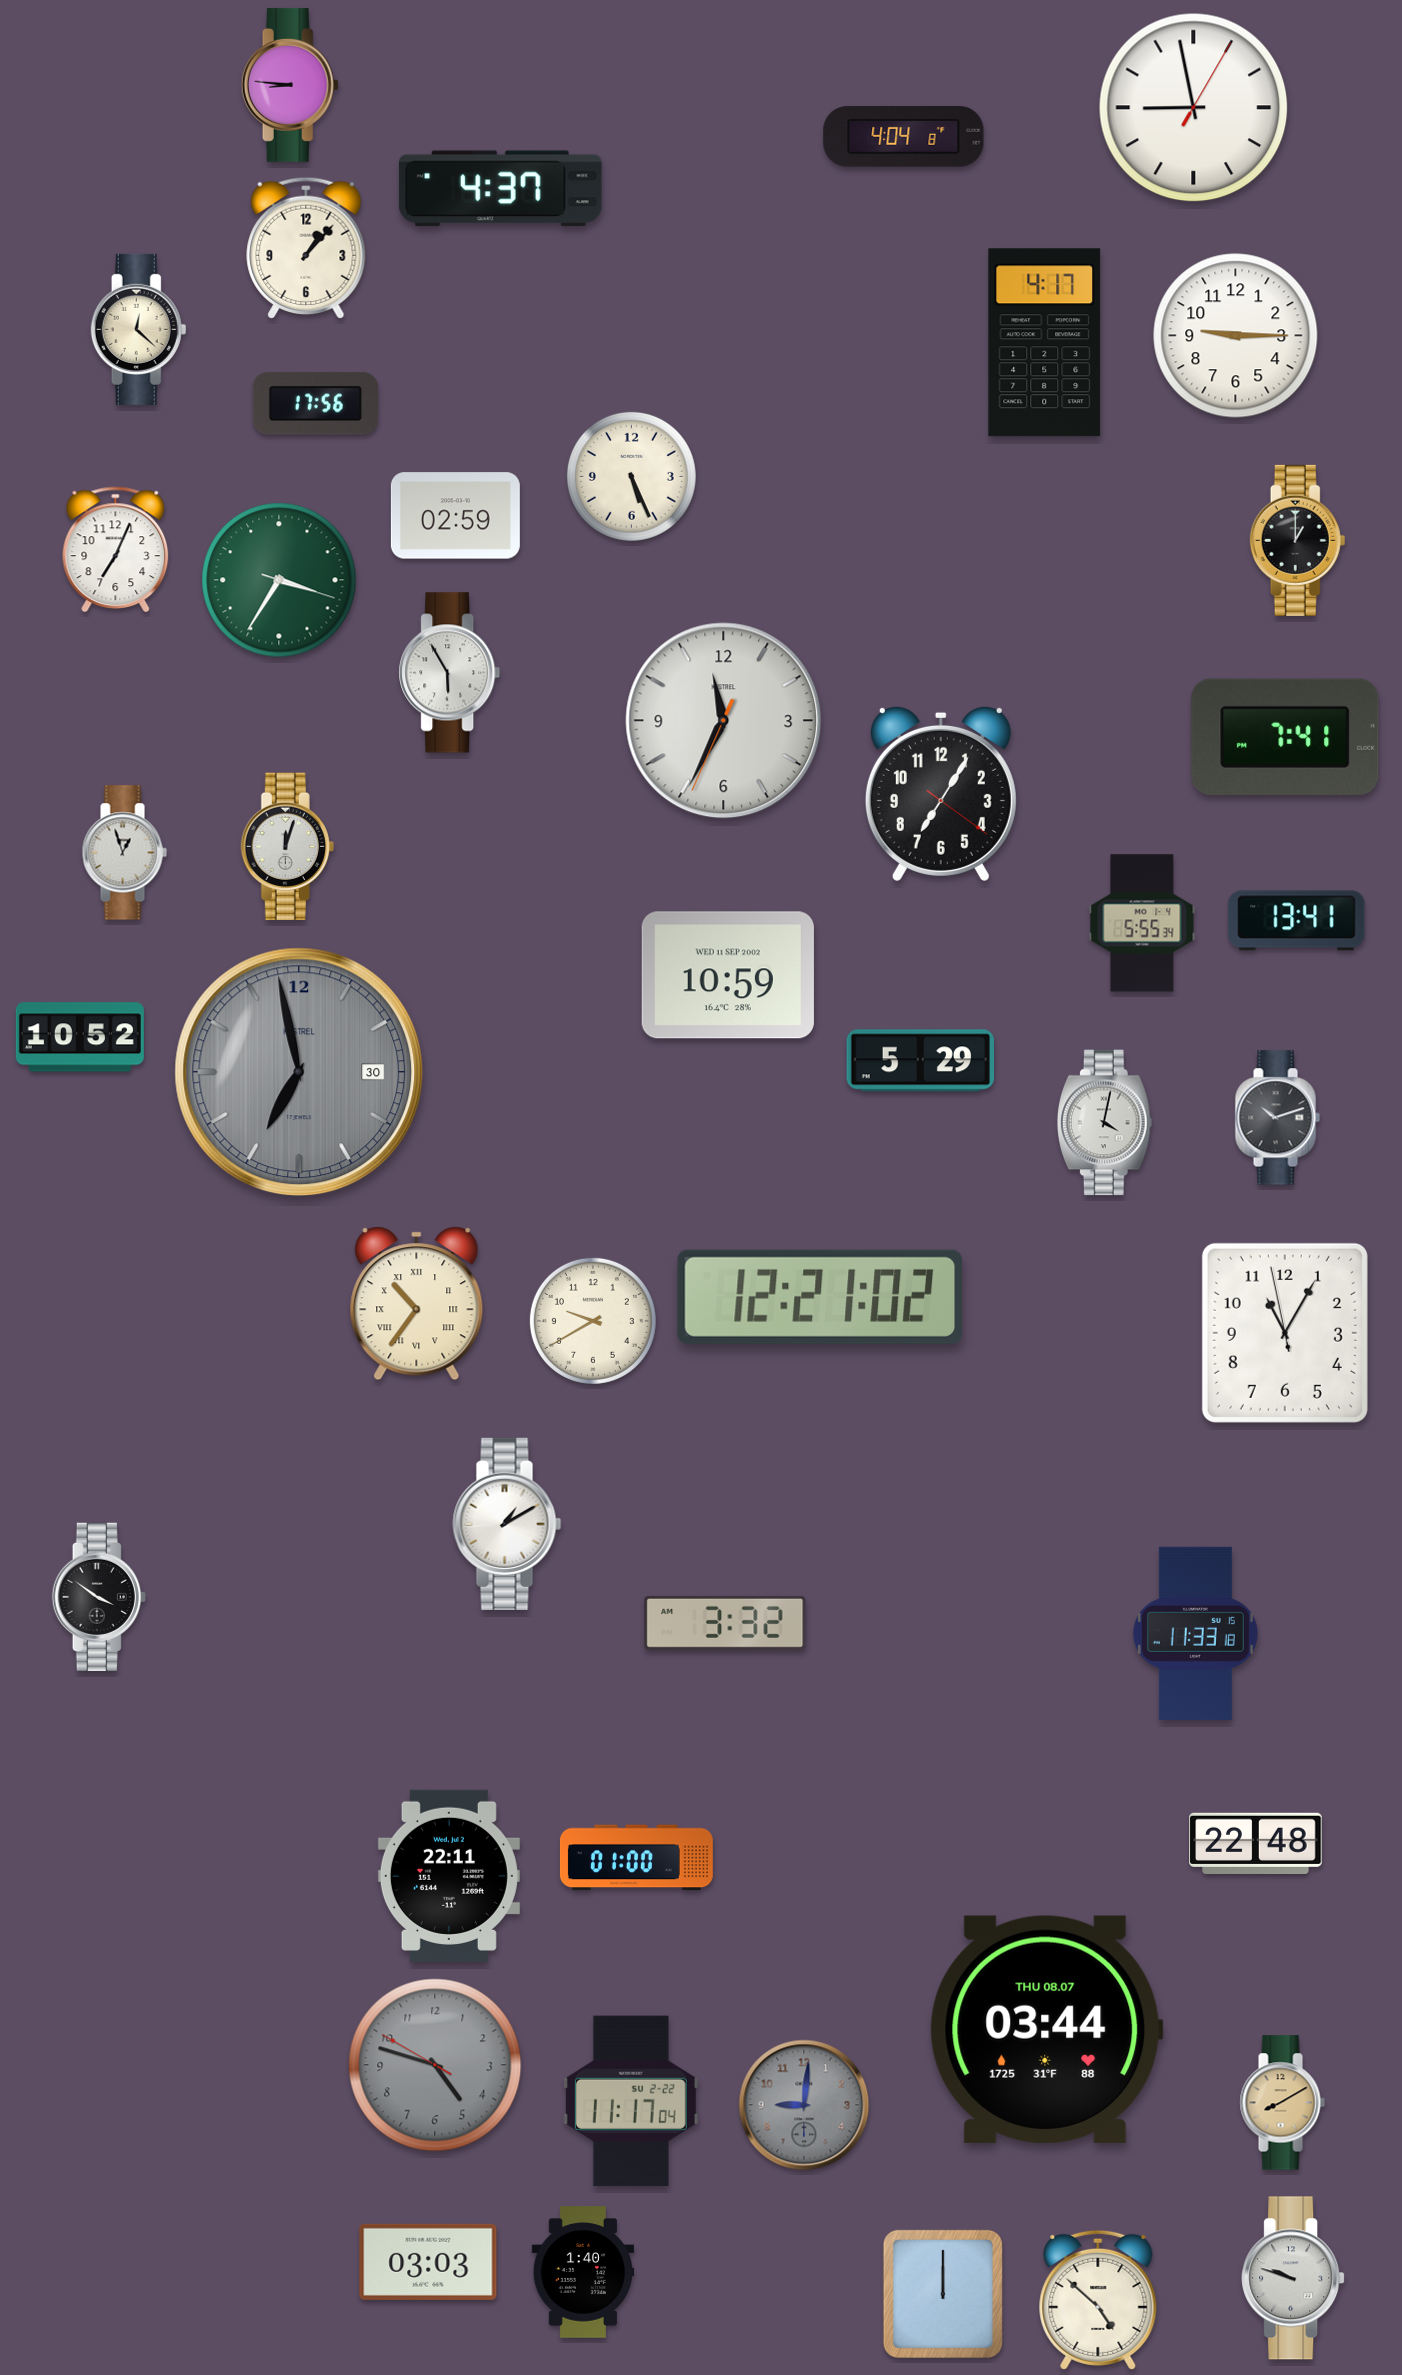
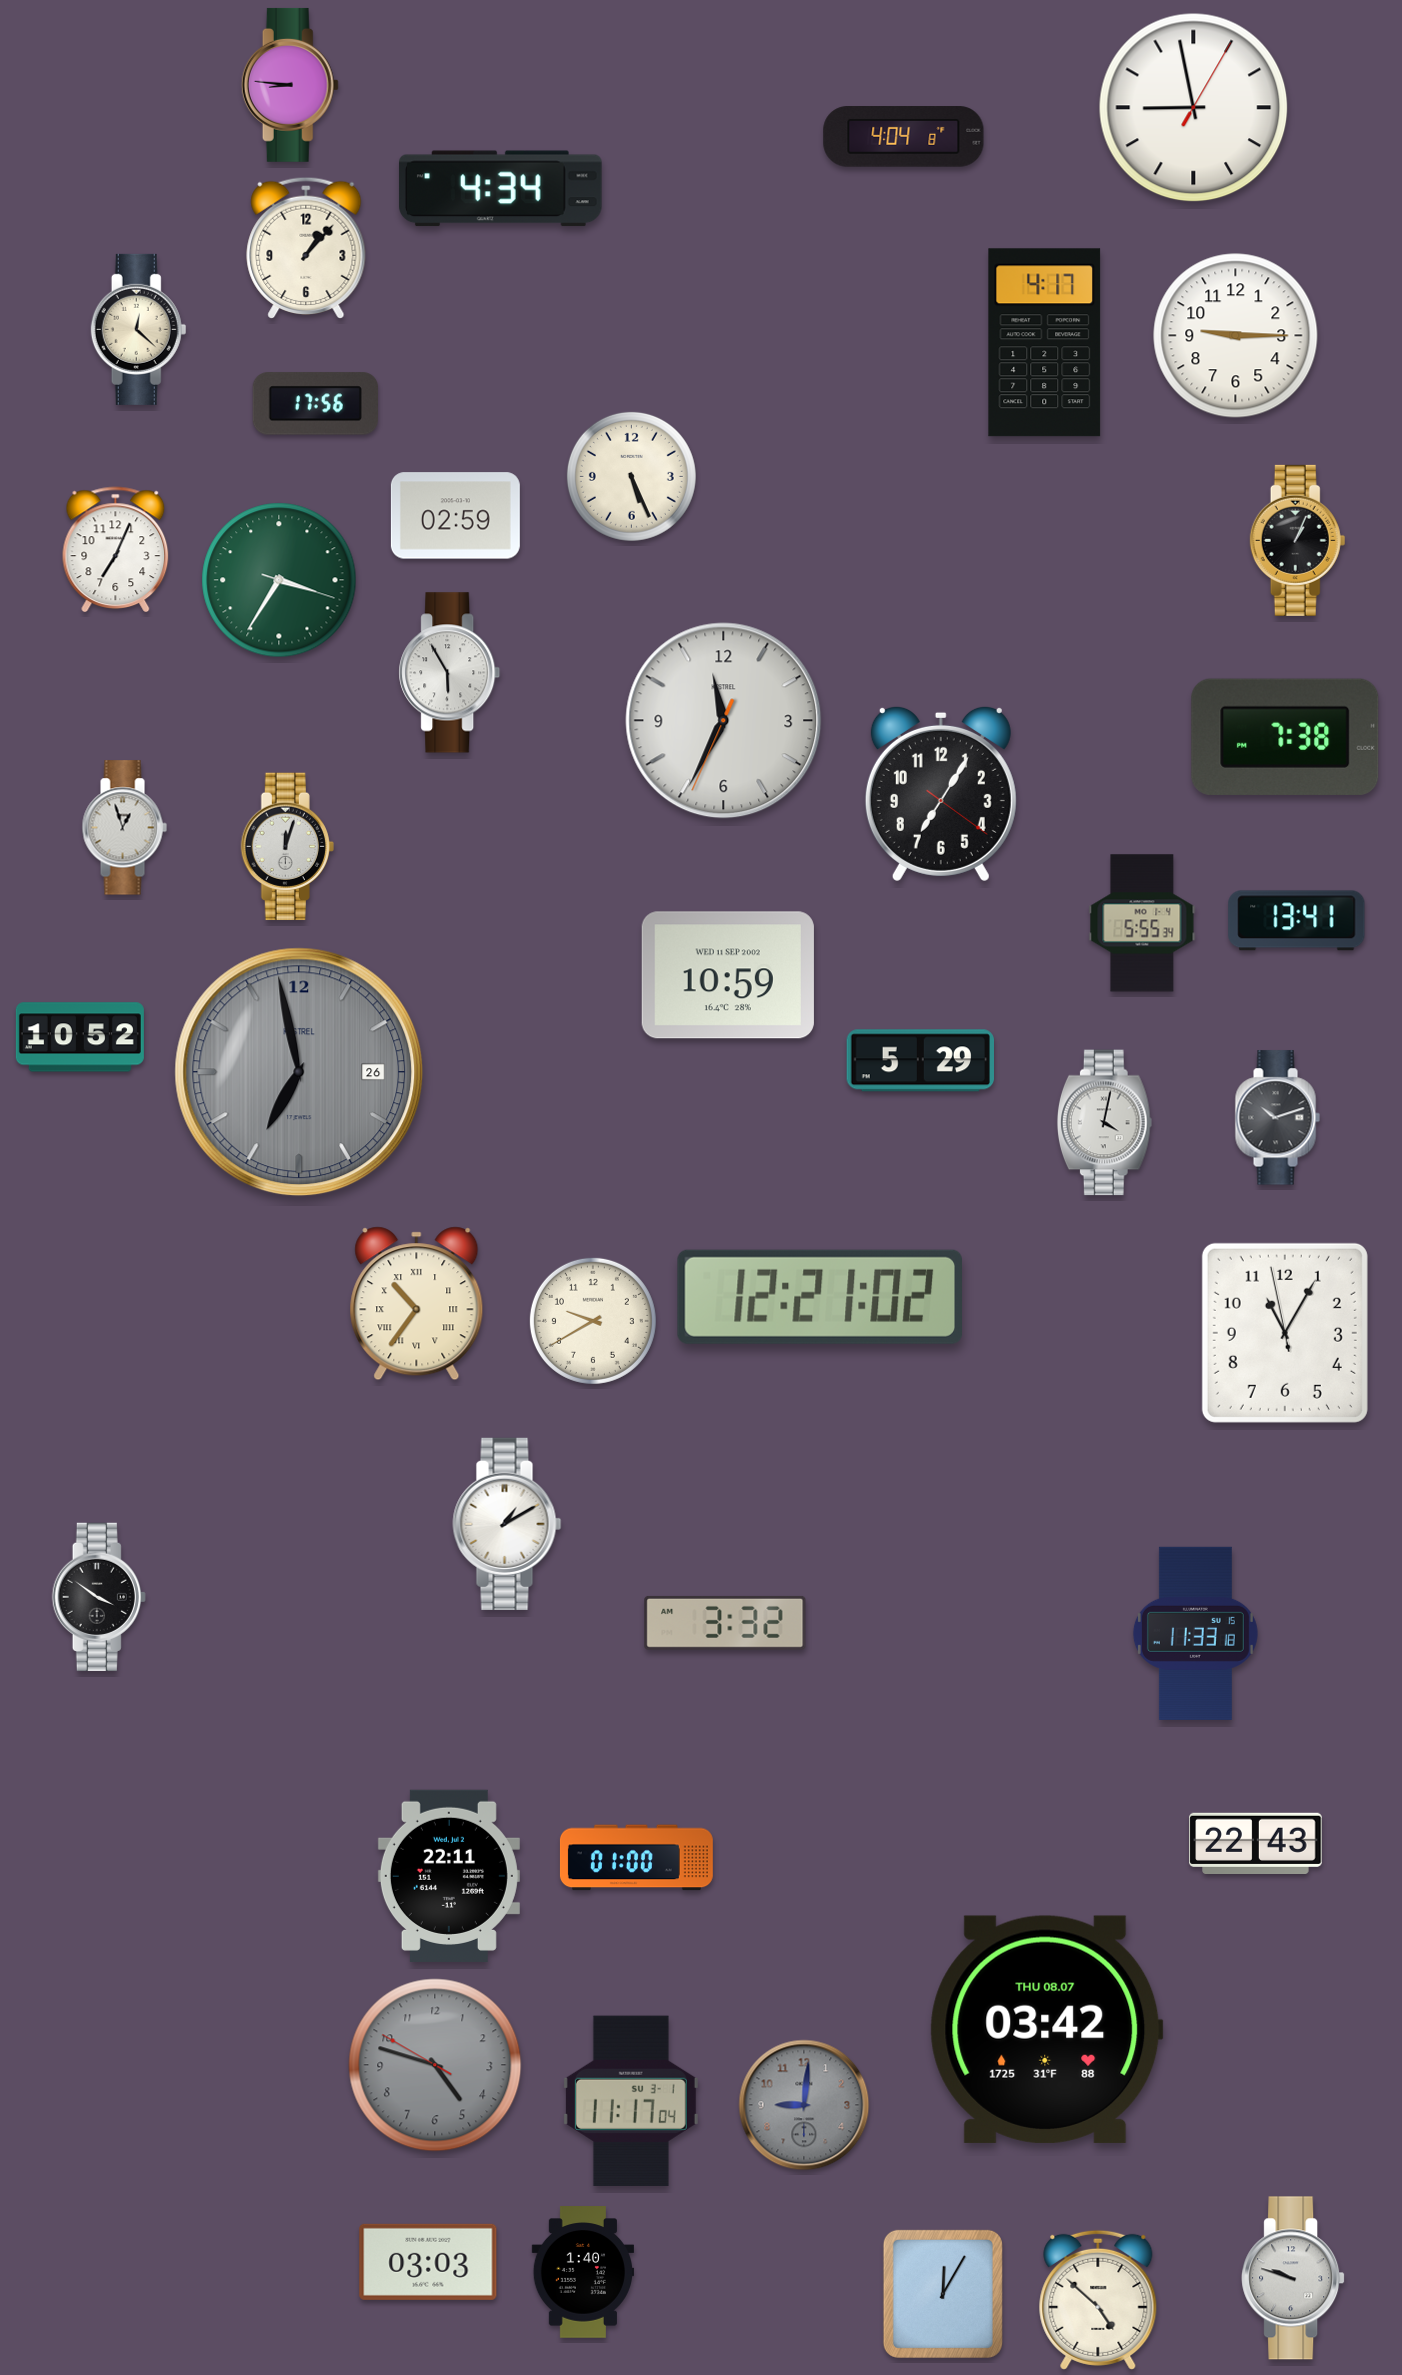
clock at (500, 189): 4:37 -> 4:34
clock at (1298, 540): 1:00 -> 1:04
clock at (1285, 737): 7:41 -> 7:38
clock at (124, 853) position: (124, 853) -> (124, 828)
clock at (299, 1072) date: 30 -> 26
clock at (1256, 1843): 22:48 -> 22:43
clock at (1046, 2029): 03:44 -> 03:42
clock at (631, 2100) date: SU 2-22 -> SU 3-1
clock at (1282, 2103): 8:10 -> none
clock at (943, 2294): 12:00 -> 12:05
